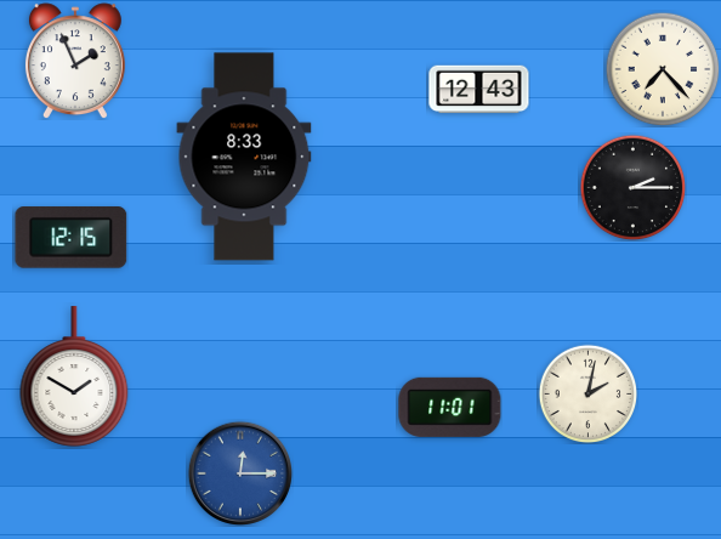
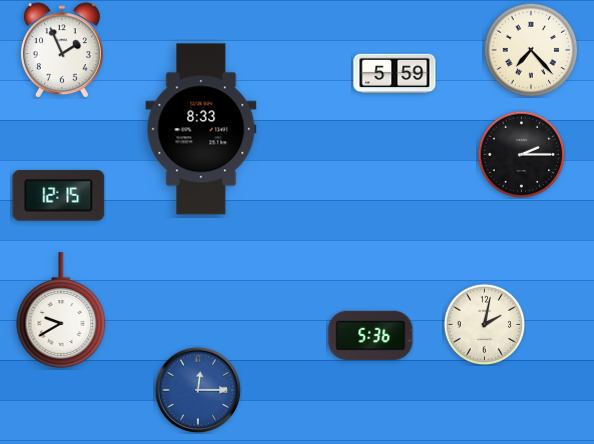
clock at (663, 69) position: (663, 69) -> (531, 50)
clock at (479, 90): 12:43 -> 5:59
clock at (74, 376): 1:50 -> 9:40
clock at (450, 407): 11:01 -> 5:36
